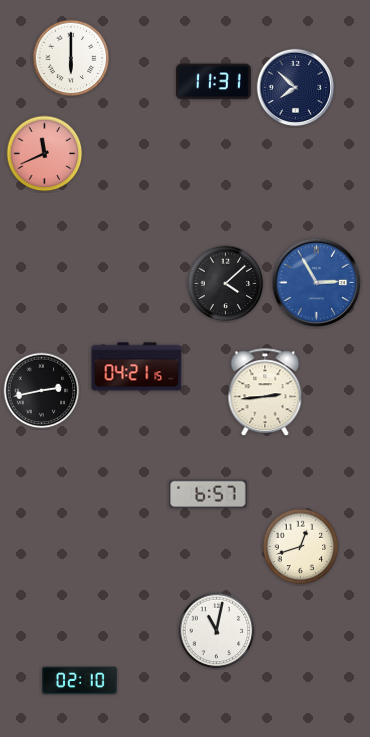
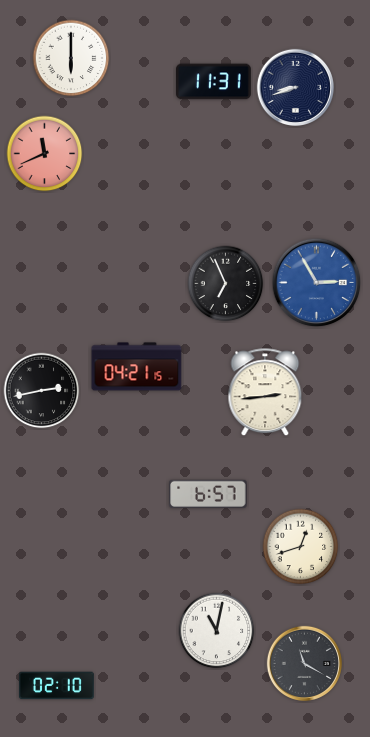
clock at (295, 87): 7:52 -> 8:42
clock at (226, 284): 4:08 -> 6:56
clock at (304, 663): none -> 11:20
clock at (80, 681) position: (80, 681) -> (57, 686)
